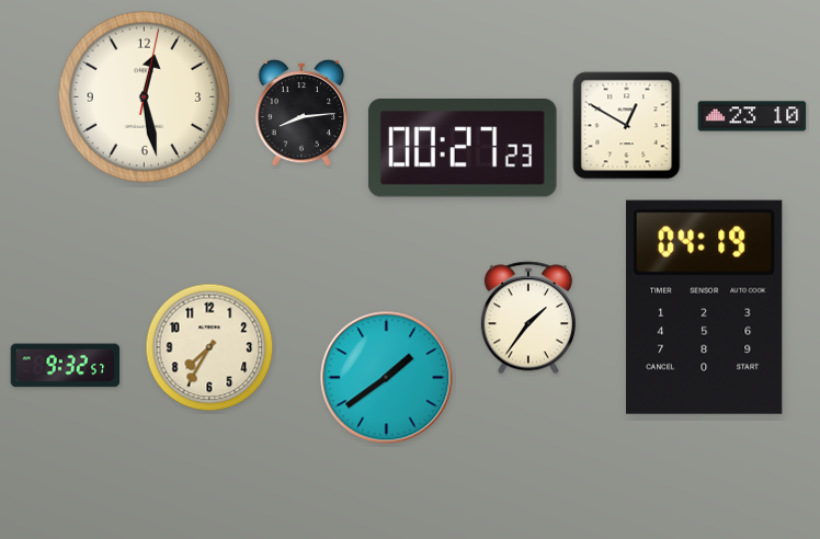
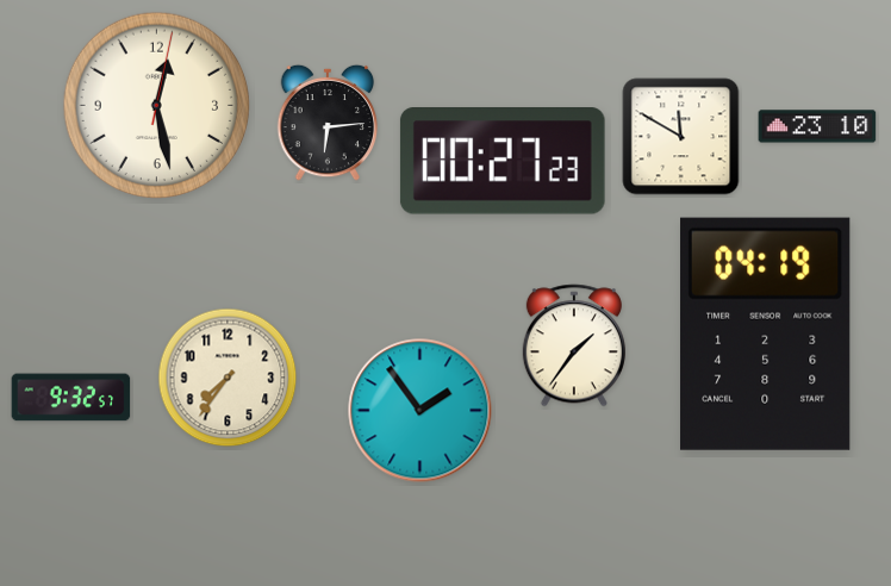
clock at (301, 113): 8:14 -> 6:14
clock at (627, 126): 12:50 -> 11:50
clock at (209, 347): 7:35 -> 7:36
clock at (387, 378): 1:39 -> 1:54
